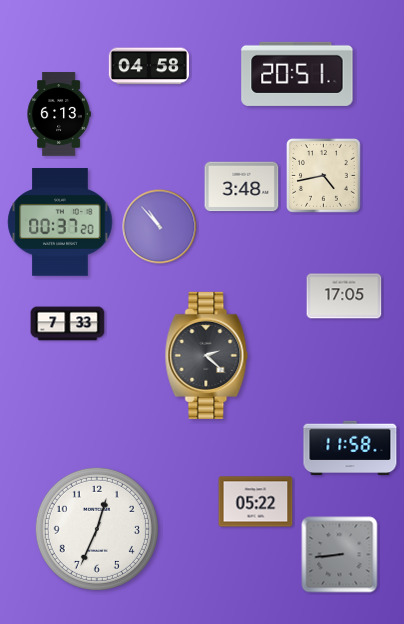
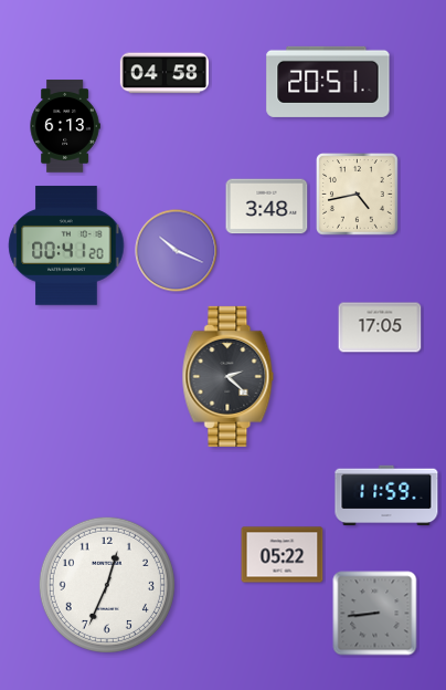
clock at (60, 222): 00:37 -> 00:41
clock at (160, 227): 10:53 -> 10:19
clock at (68, 324): 7:33 -> none
clock at (207, 355) position: (207, 355) -> (229, 376)
clock at (350, 448): 11:58 -> 11:59
